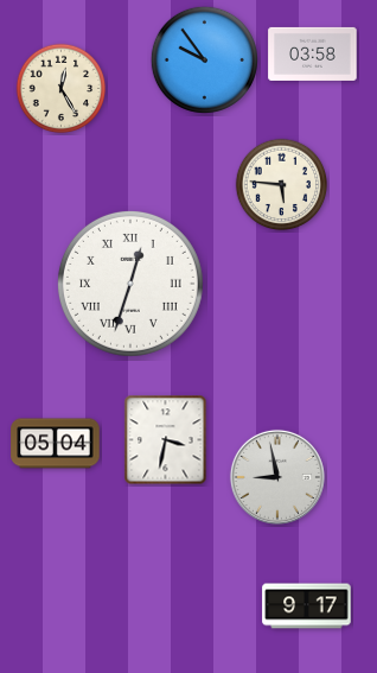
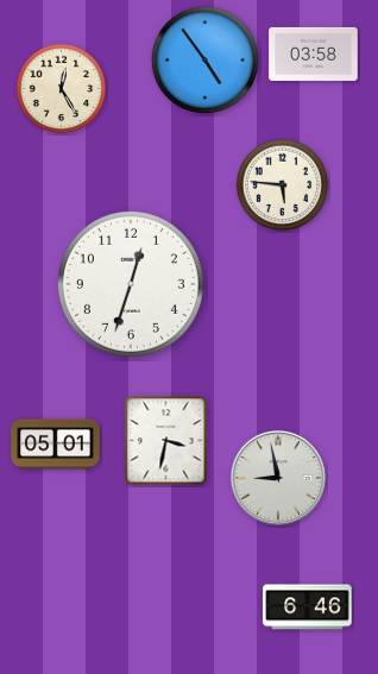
clock at (204, 59): 9:54 -> 4:54
clock at (130, 284) numerals: Roman -> Arabic
clock at (56, 444): 05:04 -> 05:01
clock at (307, 607): 9:17 -> 6:46
